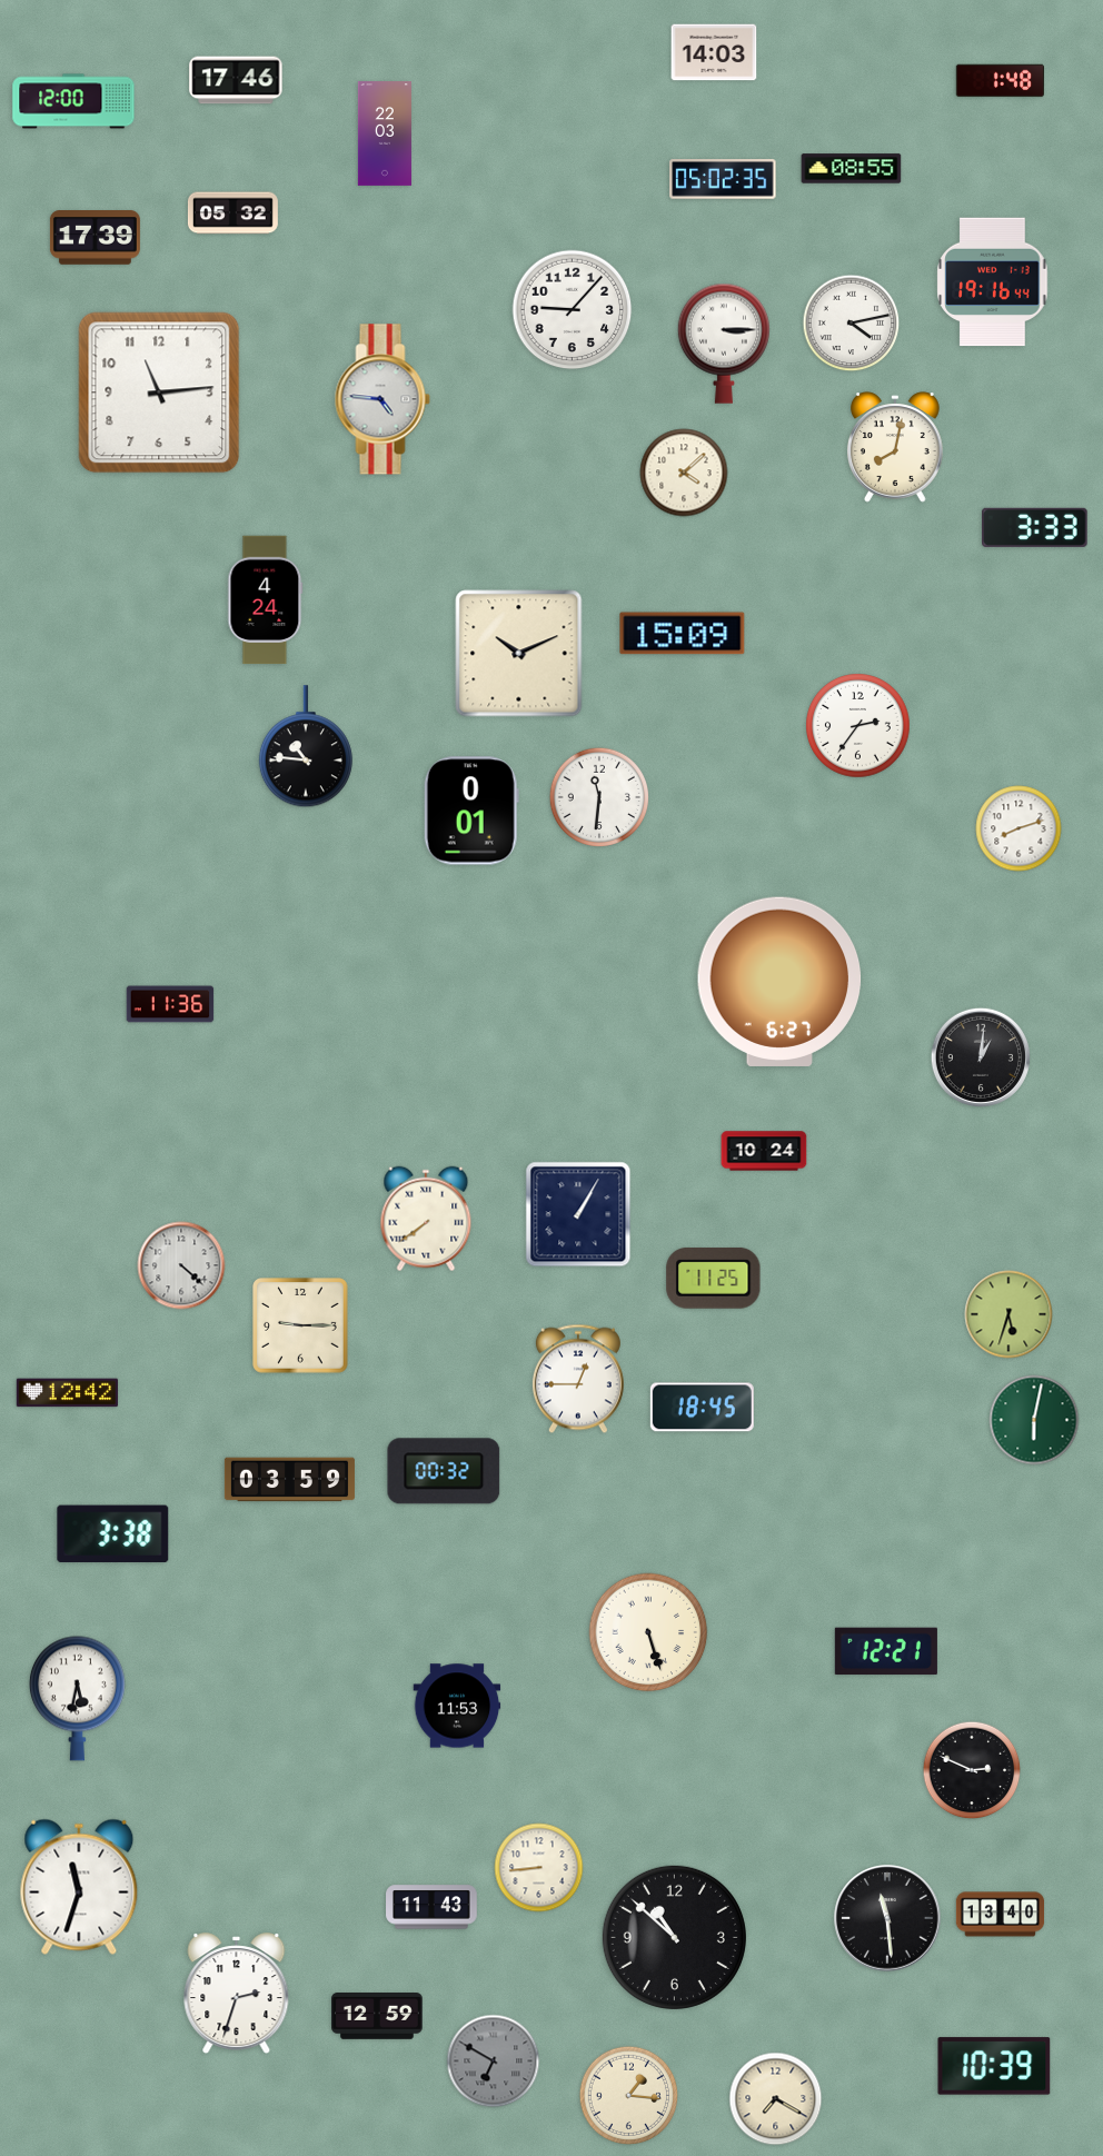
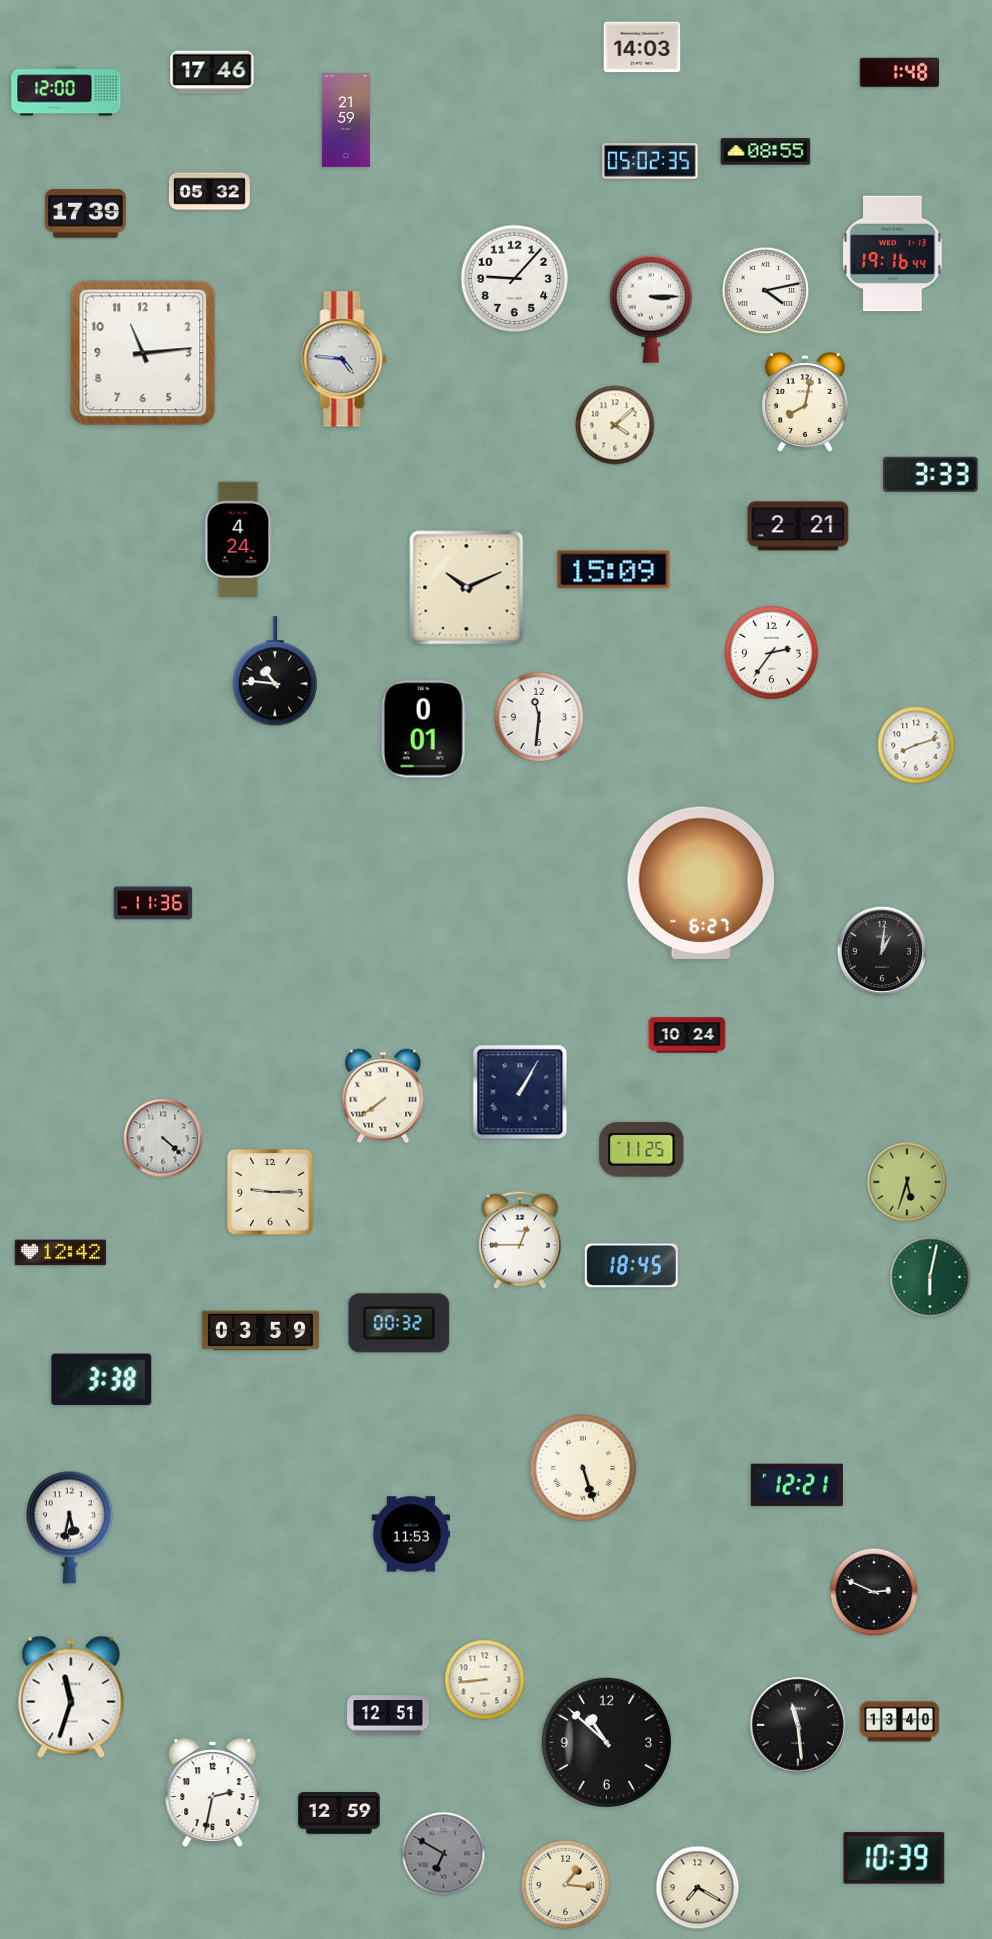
clock at (385, 135): 22:03 -> 21:59
clock at (798, 526): none -> 2:21
clock at (431, 1907): 11:43 -> 12:51
clock at (237, 1994): 2:33 -> 2:32
